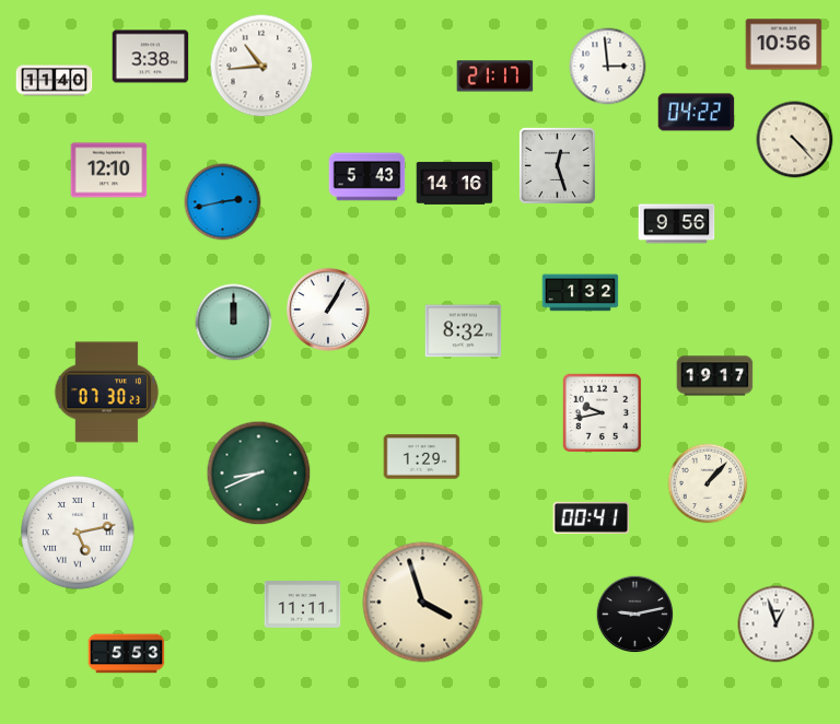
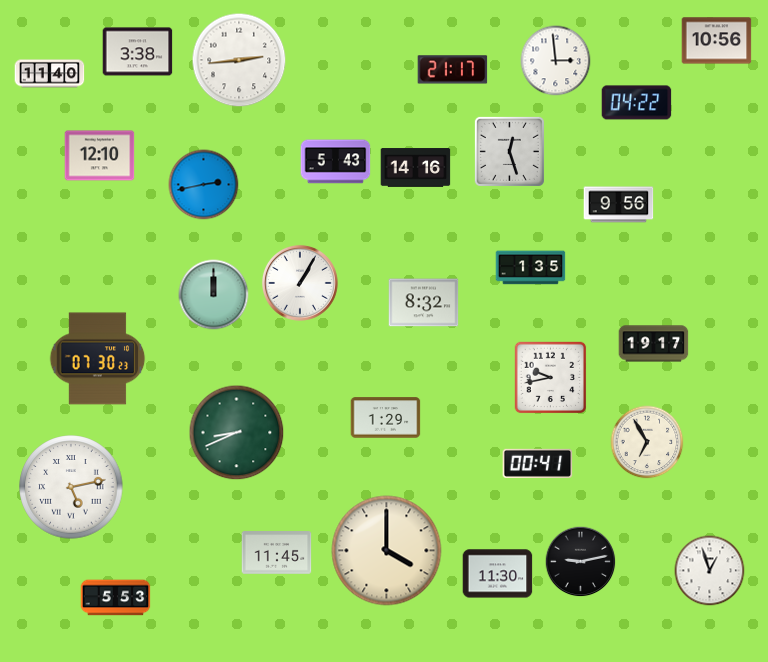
clock at (261, 66): 10:44 -> 2:44
clock at (795, 140): 4:23 -> none
clock at (581, 293): 1:32 -> 1:35
clock at (708, 483): 1:07 -> 6:55
clock at (592, 517) position: (592, 517) -> (538, 463)
clock at (423, 603): 3:57 -> 4:00
clock at (303, 605): 11:11 -> 11:45
clock at (498, 574): none -> 11:30
